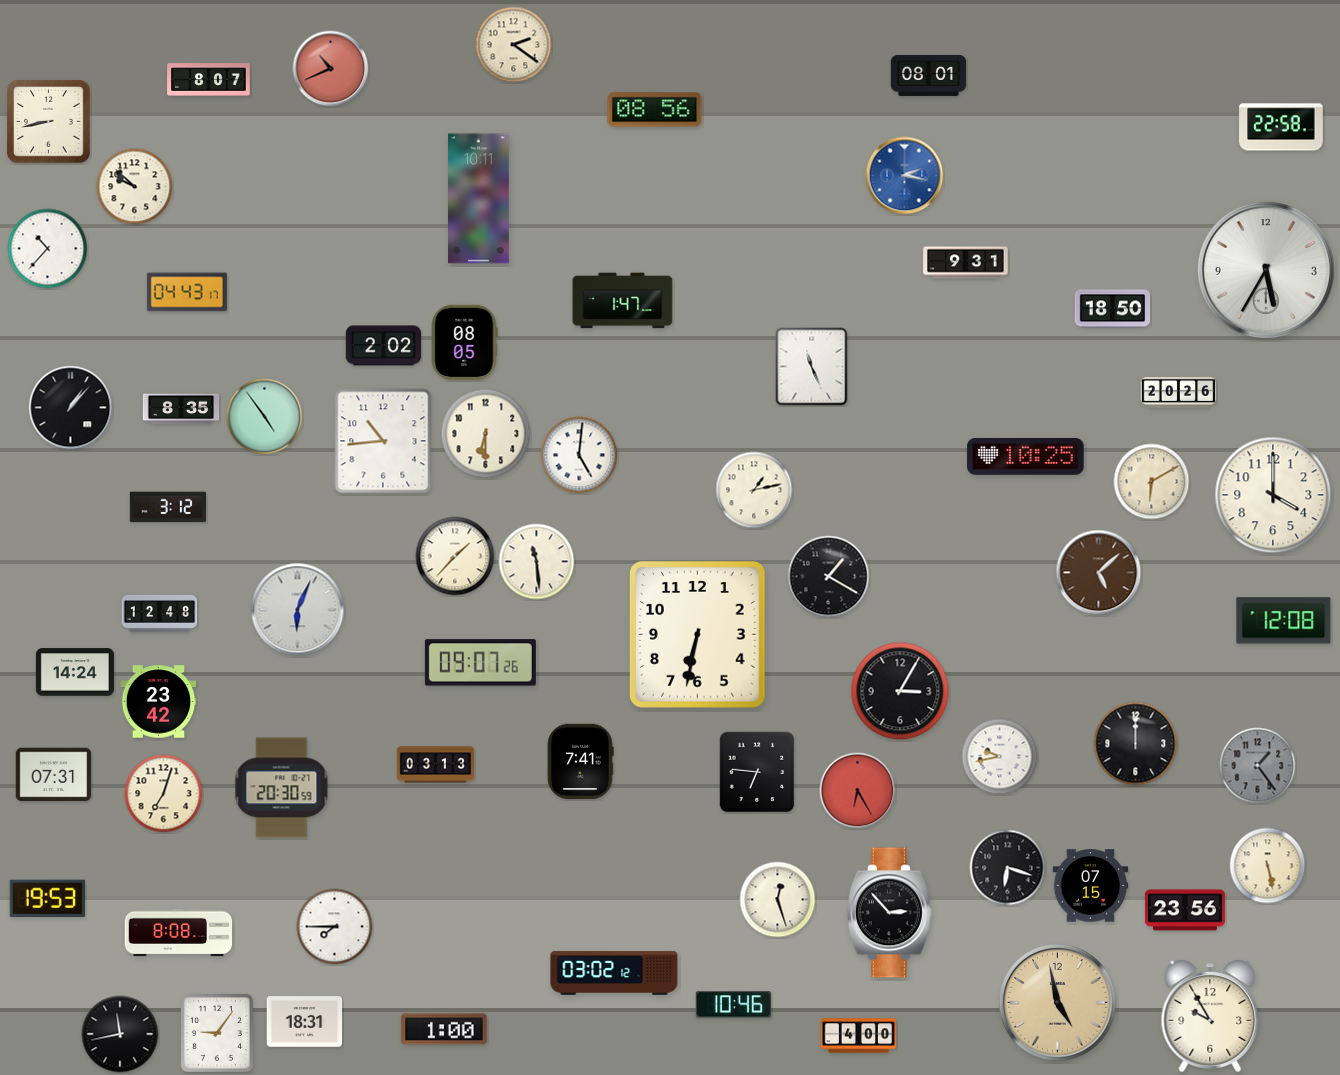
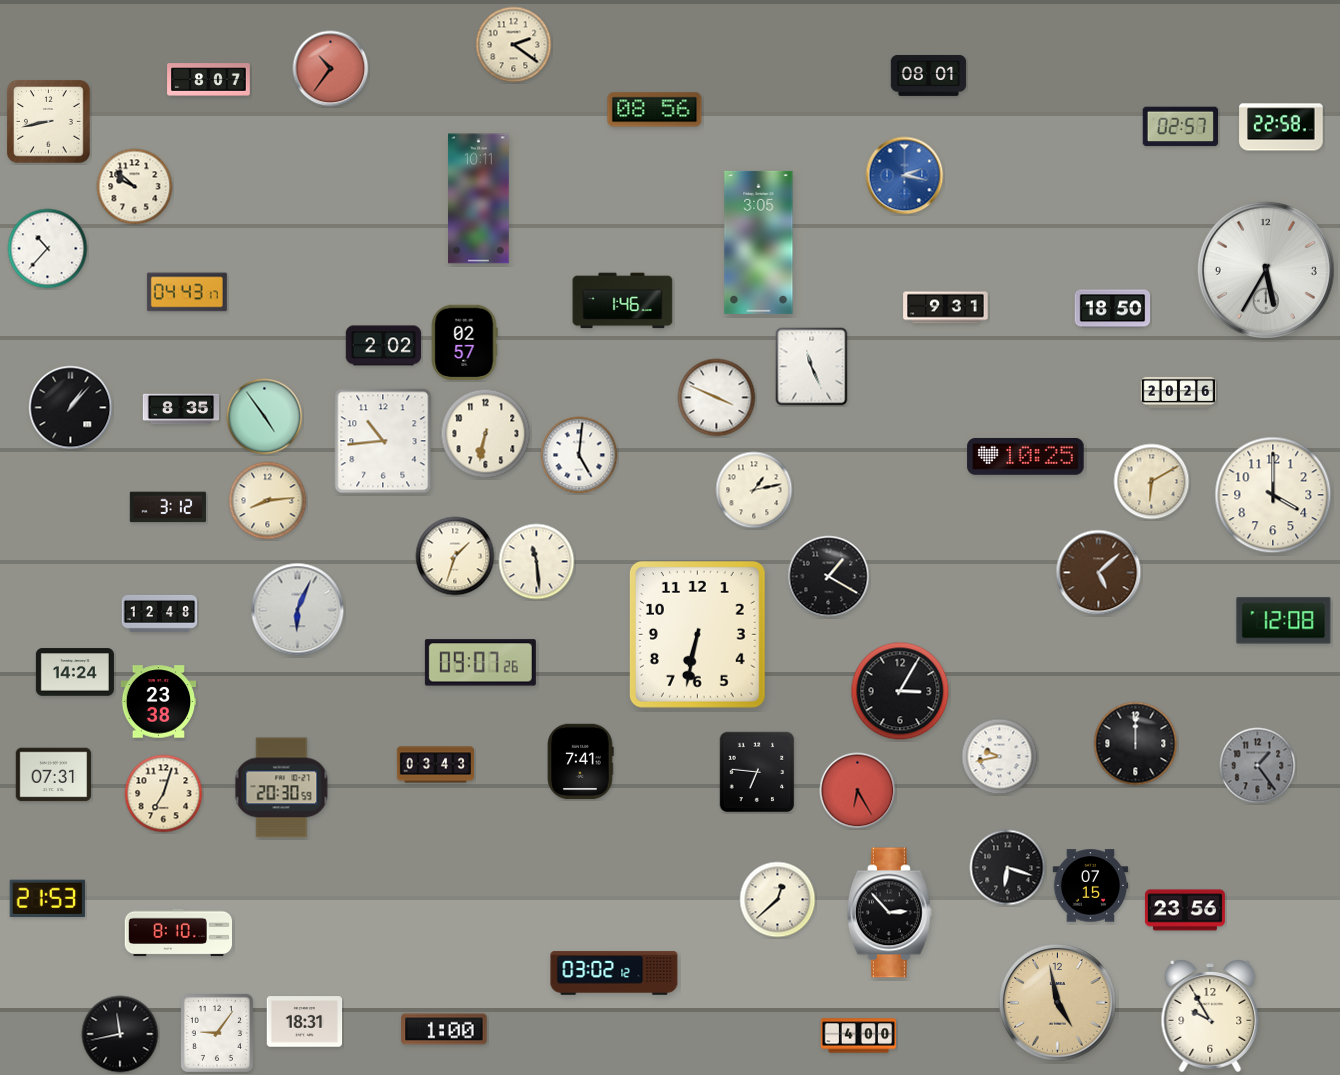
clock at (331, 69): 10:41 -> 10:36
clock at (1180, 127): none -> 02:57
clock at (759, 242): none -> 3:05
clock at (966, 263) position: (966, 263) -> (946, 308)
clock at (623, 301): 1:47 -> 1:46
clock at (464, 343): 08:05 -> 02:57
clock at (717, 398): none -> 3:49
clock at (486, 434): 6:30 -> 6:32
clock at (268, 501): none -> 8:14
clock at (455, 556): 1:37 -> 1:33
clock at (159, 702): 23:42 -> 23:38
clock at (435, 765): 03:13 -> 03:43
clock at (1268, 866): 5:28 -> none
clock at (47, 899): 19:53 -> 21:53
clock at (778, 900): 12:27 -> 12:38
clock at (335, 927): 7:45 -> none
clock at (178, 933): 8:08 -> 8:10
clock at (733, 1005): 10:46 -> none
